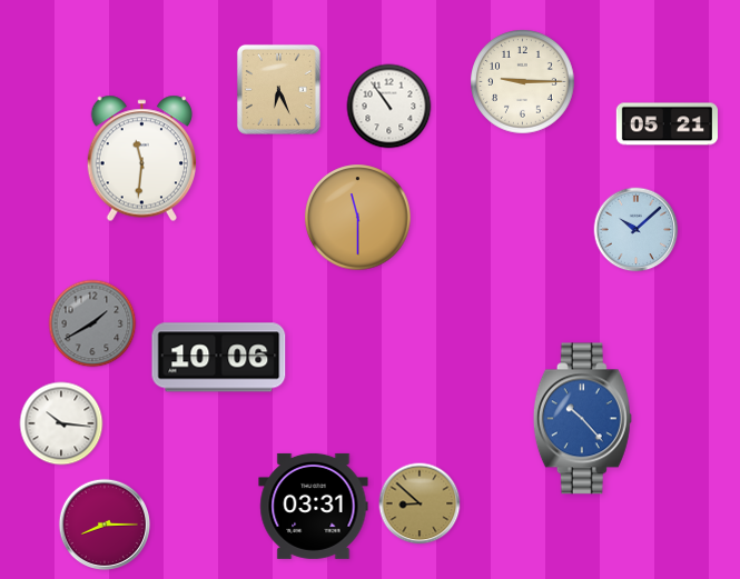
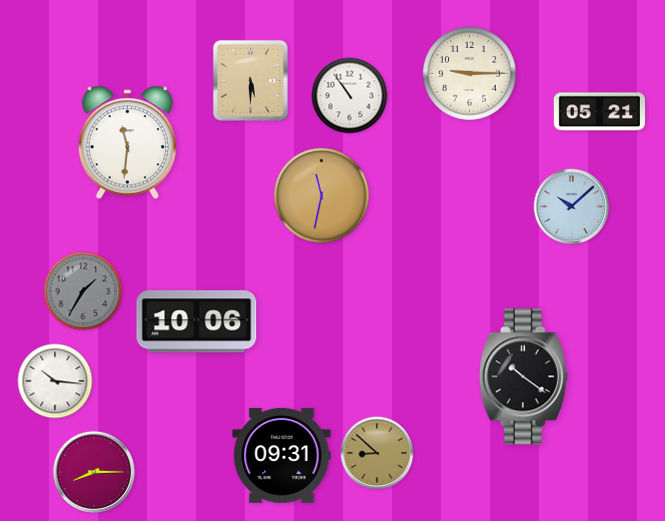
clock at (278, 89): 6:26 -> 5:30
clock at (358, 218): 11:30 -> 11:32
clock at (92, 323): 1:40 -> 1:35
clock at (582, 419): 10:23 -> 10:21
clock at (582, 419) dial: blue -> black
clock at (314, 506): 03:31 -> 09:31
